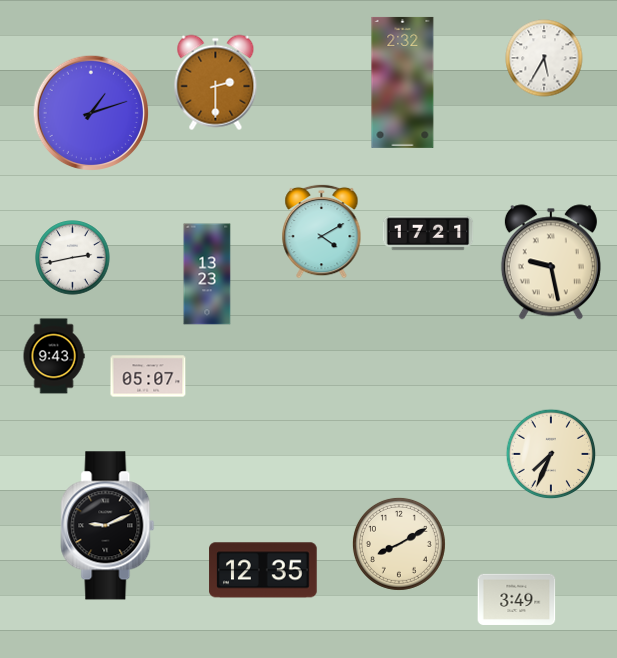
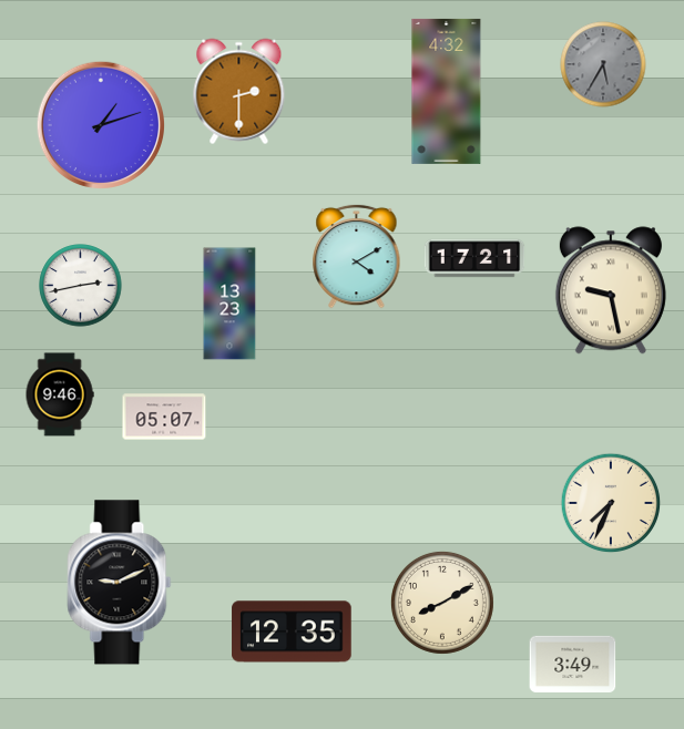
clock at (544, 58) dial: white -> grey
clock at (403, 82): 2:32 -> 4:32
clock at (54, 356): 9:43 -> 9:46
